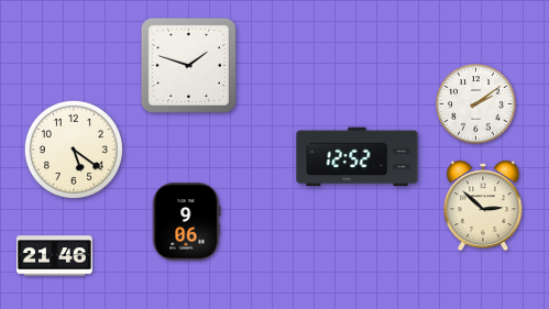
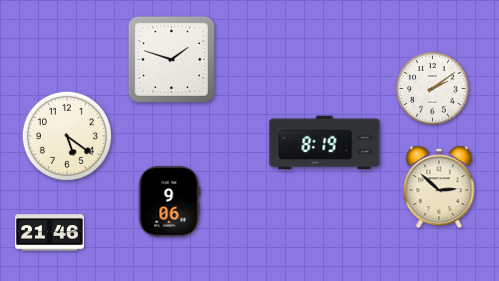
clock at (476, 104) position: (476, 104) -> (433, 89)
clock at (358, 157): 12:52 -> 8:19
